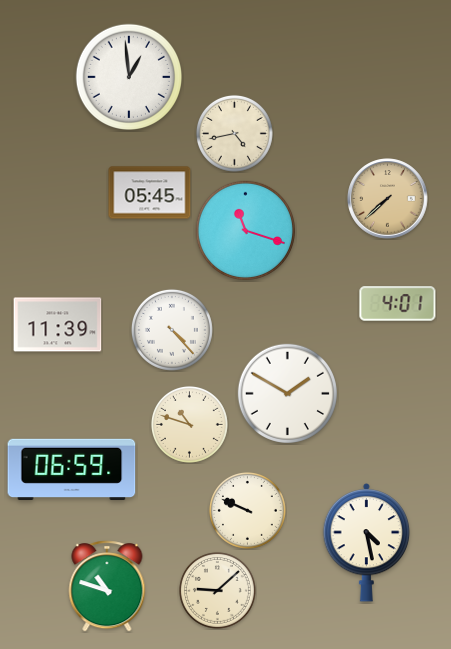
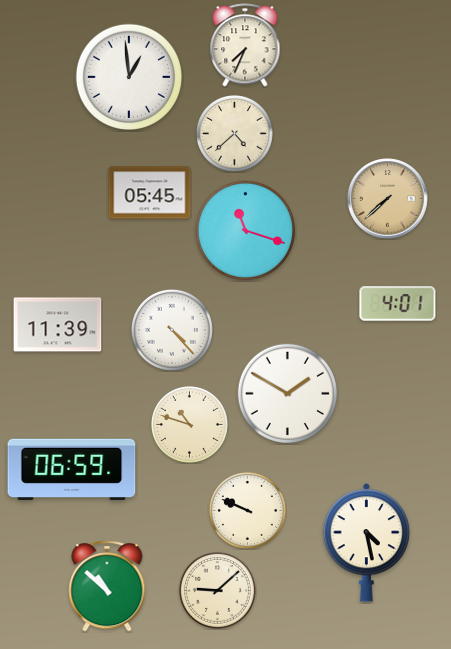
clock at (245, 45): none -> 7:34
clock at (234, 133): 4:43 -> 4:38
clock at (107, 586): 10:48 -> 10:52
